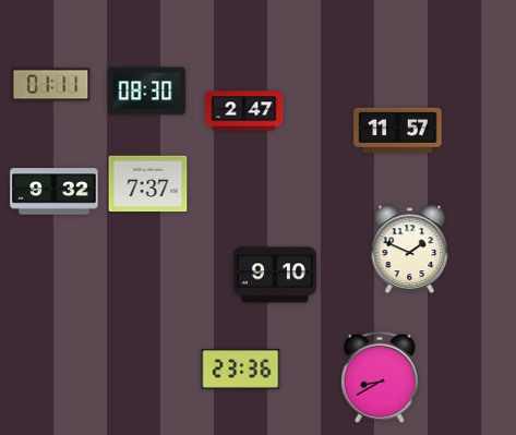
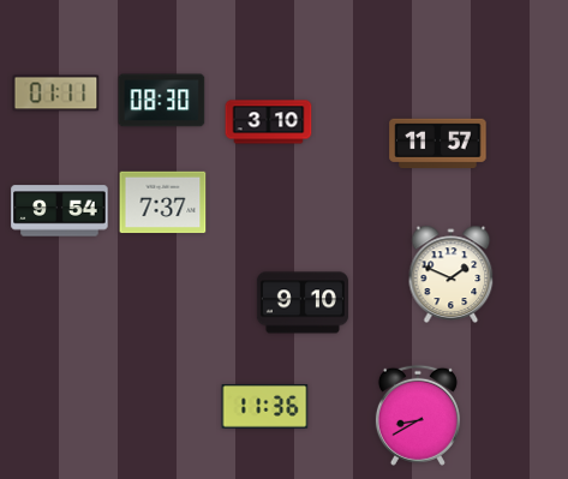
clock at (244, 111): 2:47 -> 3:10
clock at (55, 192): 9:32 -> 9:54
clock at (241, 370): 23:36 -> 11:36
